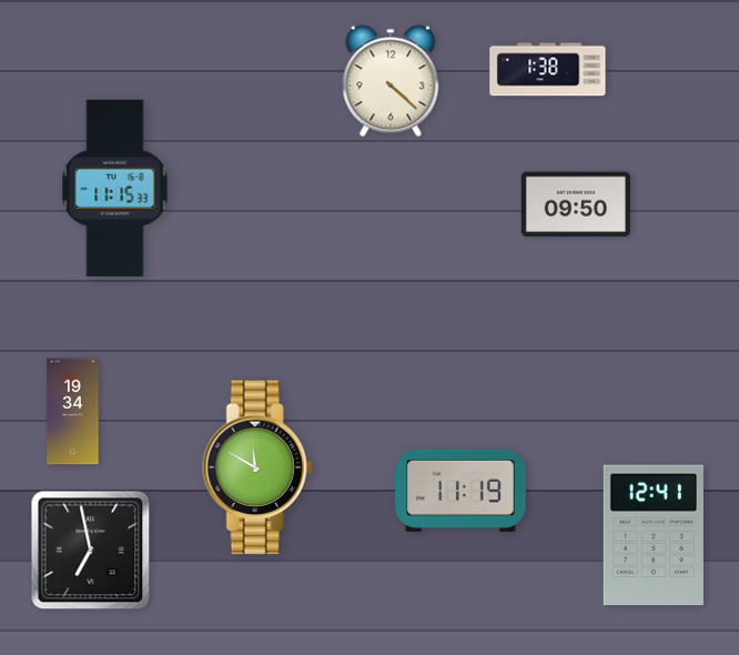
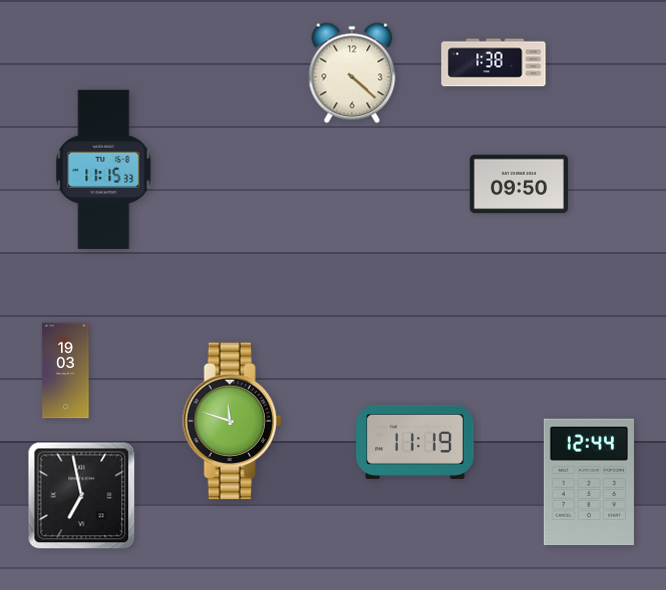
clock at (73, 412): 19:34 -> 19:03
clock at (257, 467): 11:50 -> 11:48
clock at (654, 535): 12:41 -> 12:44
